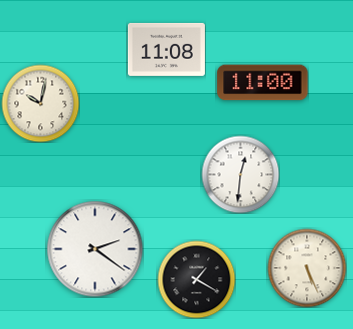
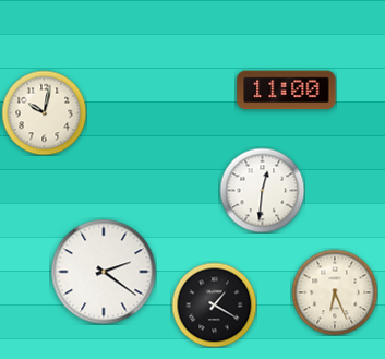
clock at (166, 49): 11:08 -> none
clock at (307, 268): 5:26 -> 6:26
